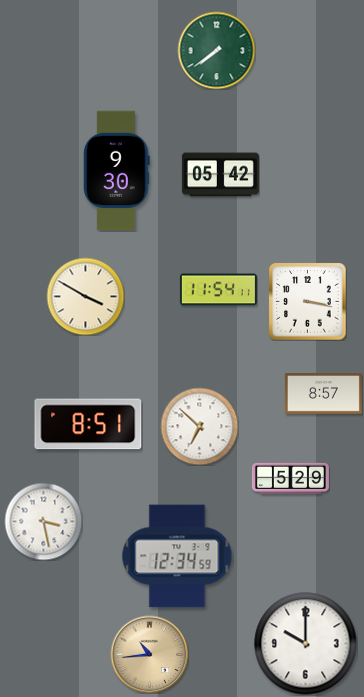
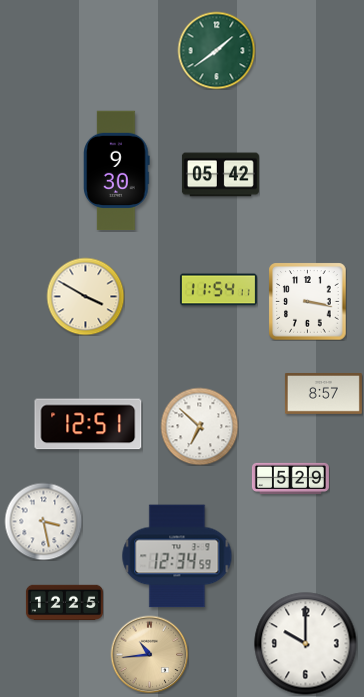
clock at (216, 50): 7:39 -> 1:39
clock at (88, 424): 8:51 -> 12:51
clock at (64, 603): none -> 12:25
